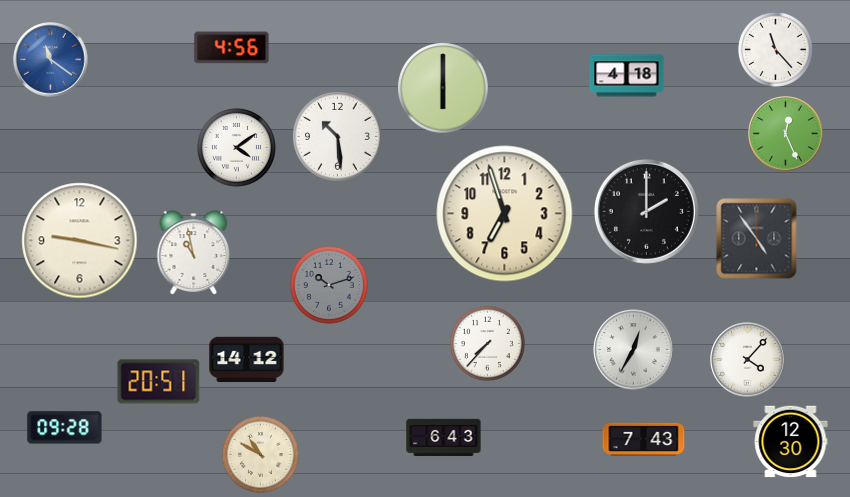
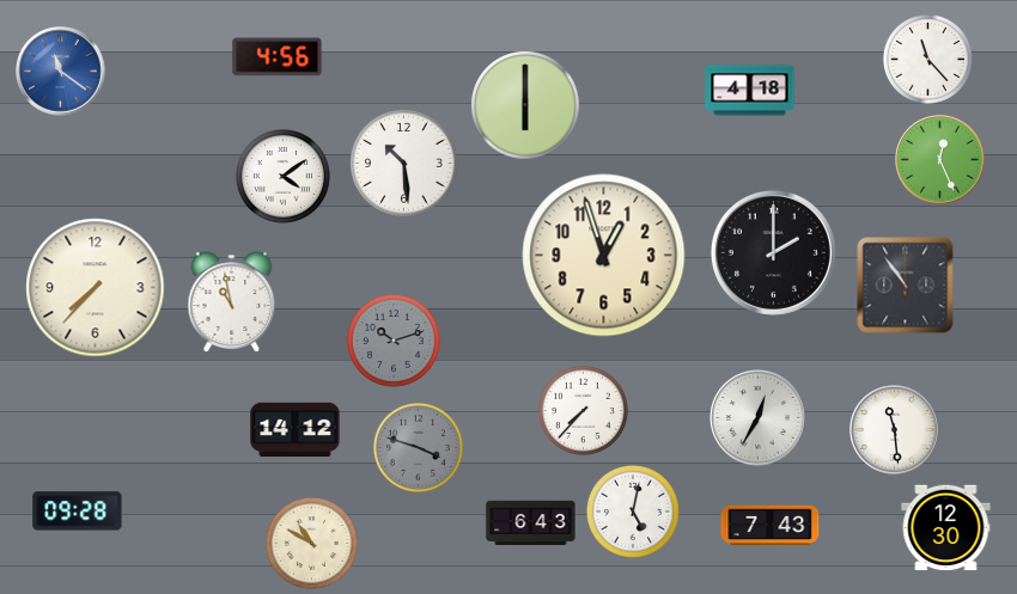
clock at (443, 88) position: (443, 88) -> (525, 105)
clock at (505, 214): 6:57 -> 12:57
clock at (757, 239): 4:54 -> 10:54
clock at (80, 241): 9:17 -> 7:37
clock at (748, 360): 4:07 -> 11:29
clock at (418, 447): none -> 3:48
clock at (159, 382): 20:51 -> none
clock at (633, 512): none -> 5:02
